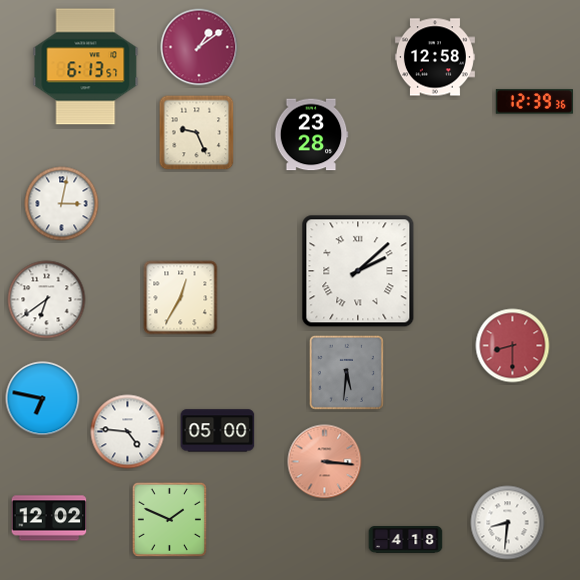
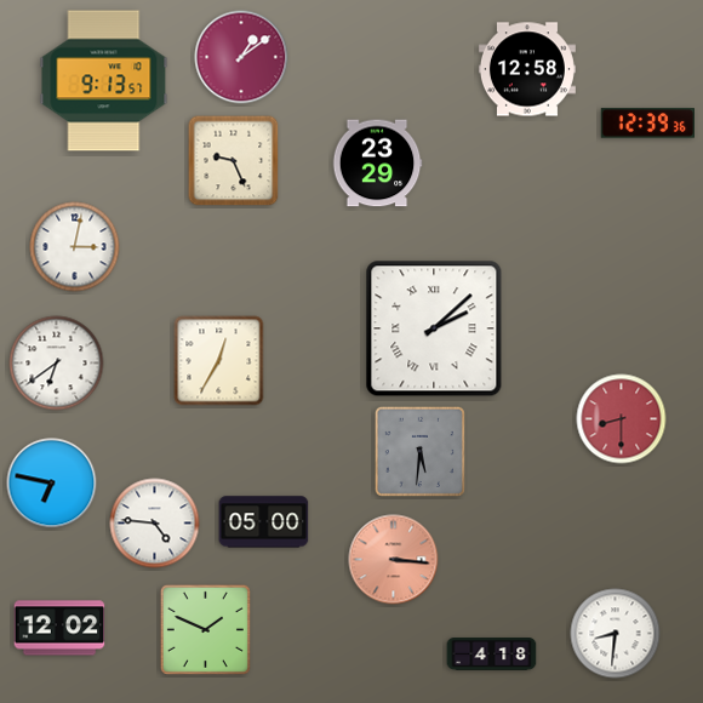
clock at (86, 67): 6:13 -> 9:13
clock at (197, 133) position: (197, 133) -> (234, 161)
clock at (311, 135): 23:28 -> 23:29
